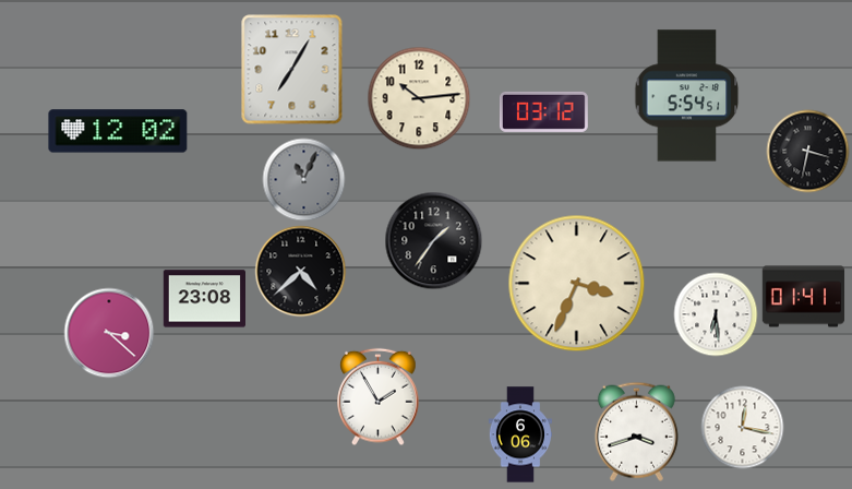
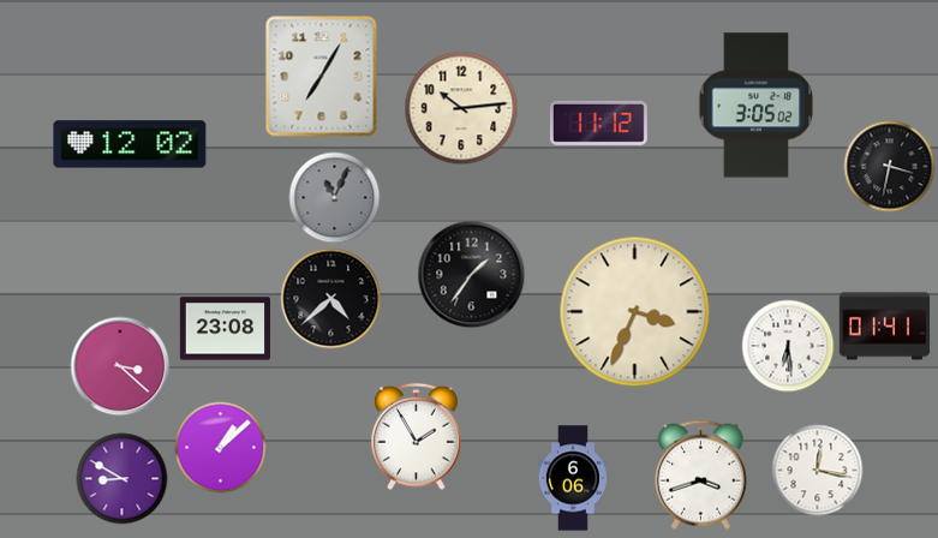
clock at (687, 96): 5:54 -> 3:05
clock at (543, 111): 03:12 -> 11:12
clock at (434, 241) position: (434, 241) -> (472, 275)
clock at (221, 448): none -> 1:08
clock at (123, 479): none -> 8:50
